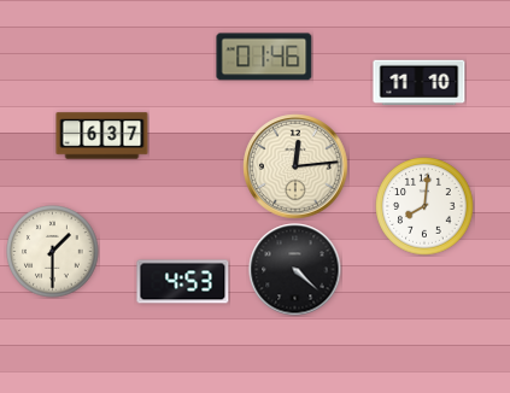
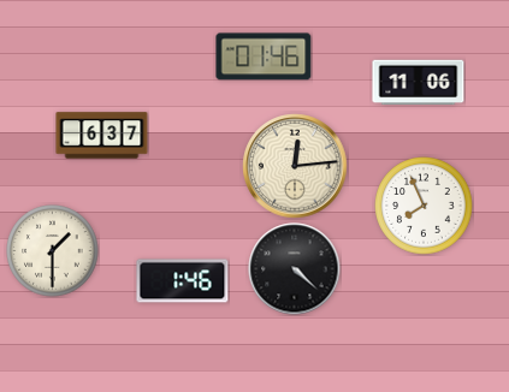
clock at (420, 83): 11:10 -> 11:06
clock at (424, 206): 8:01 -> 7:56
clock at (183, 282): 4:53 -> 1:46
